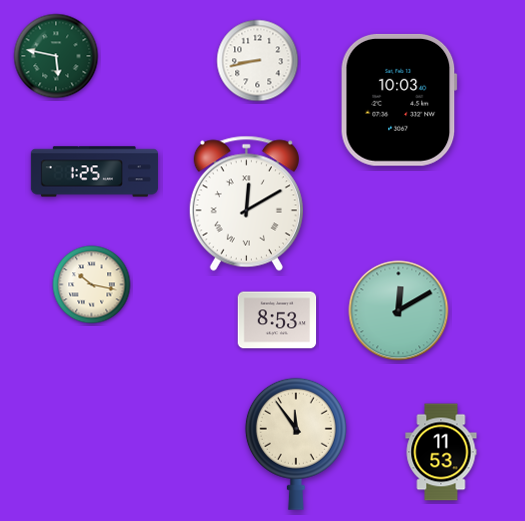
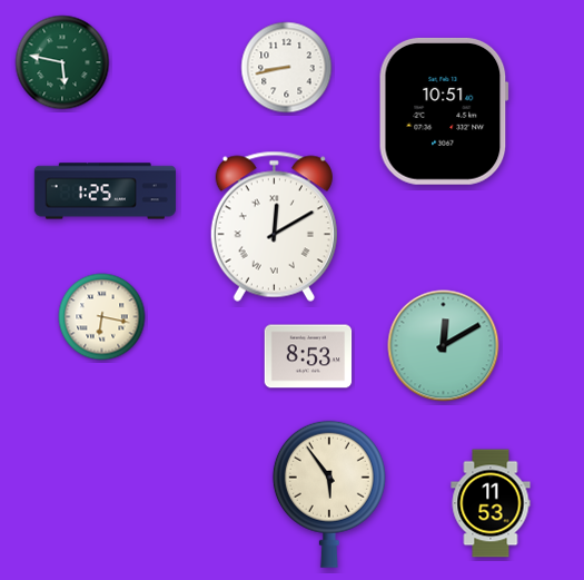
clock at (399, 100): 10:03 -> 10:51
clock at (92, 285): 10:17 -> 6:17
clock at (296, 444): 11:54 -> 5:54
